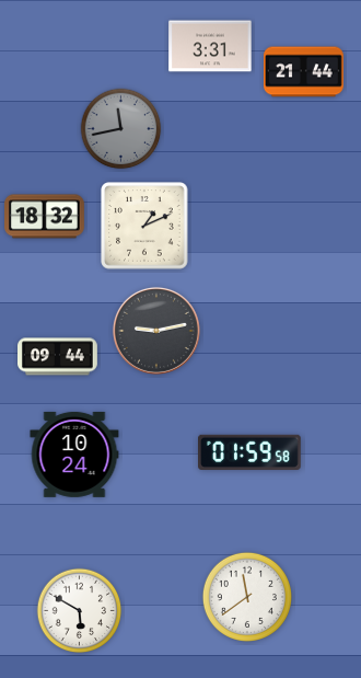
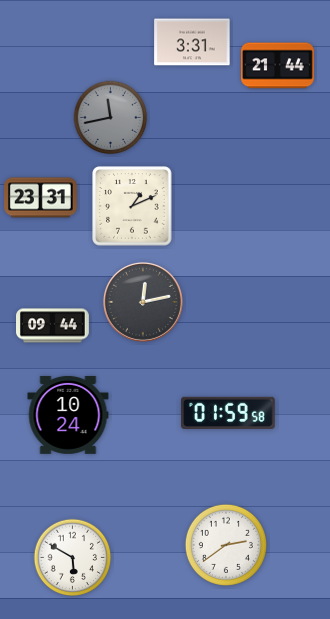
clock at (45, 217): 18:32 -> 23:31
clock at (156, 331): 9:13 -> 12:13
clock at (247, 597): 11:39 -> 2:39
